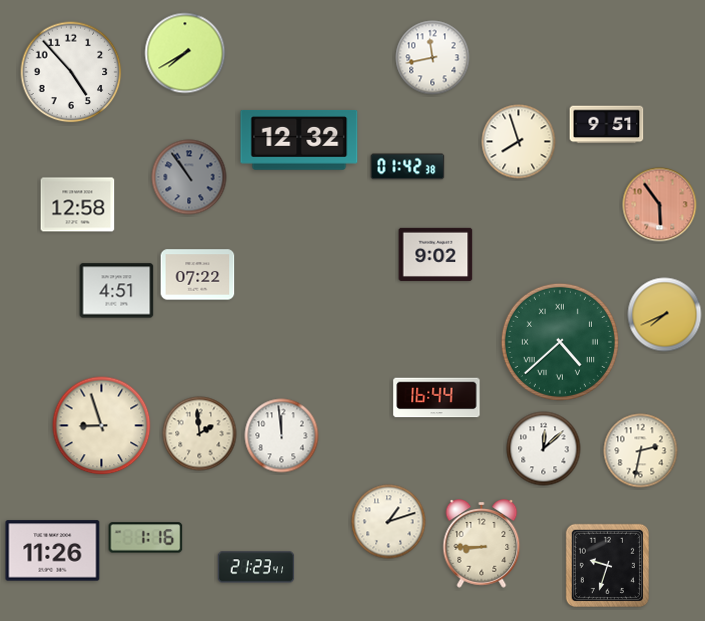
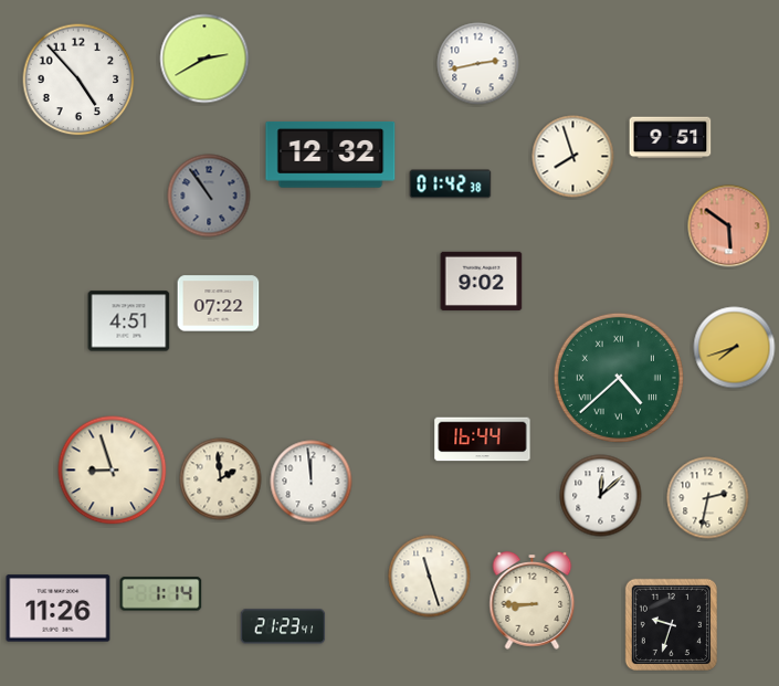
clock at (185, 53): 7:40 -> 2:40
clock at (433, 58): 11:43 -> 2:43
clock at (78, 205): 12:58 -> none
clock at (660, 205): 5:54 -> 5:51
clock at (665, 315): 7:41 -> 7:42
clock at (389, 522): 1:12 -> 11:27
clock at (146, 538): 1:16 -> 1:14
